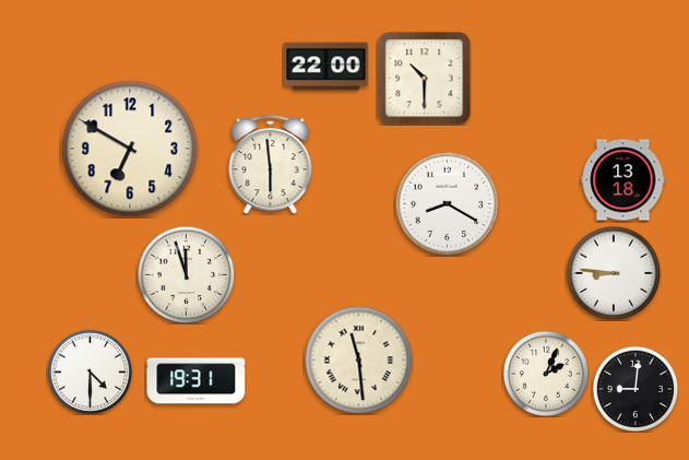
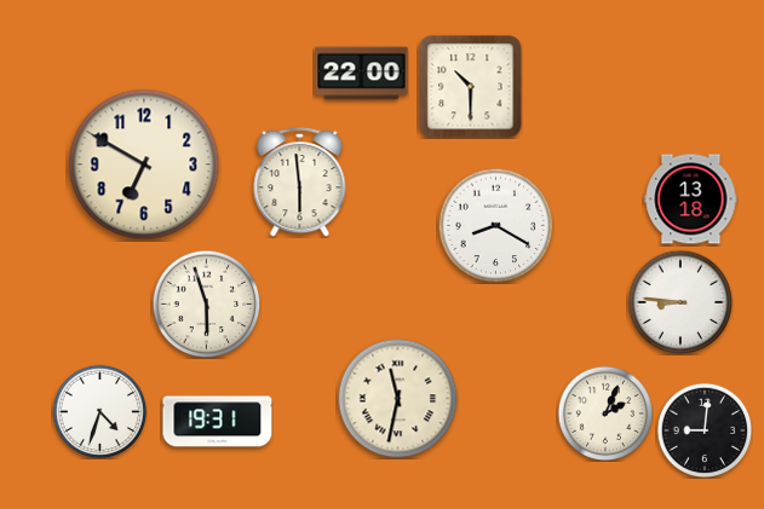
clock at (186, 274): 11:57 -> 5:57
clock at (359, 361): 11:29 -> 11:32
clock at (90, 371): 4:30 -> 4:33
